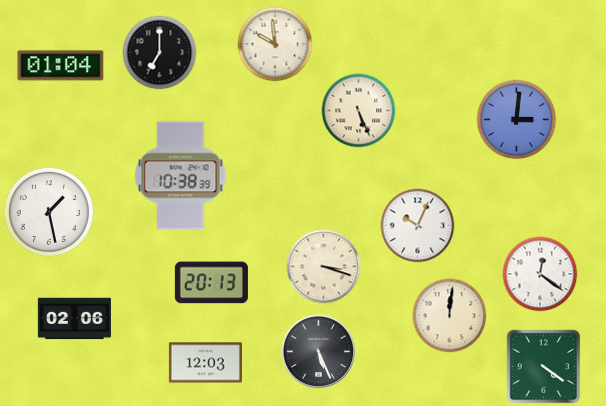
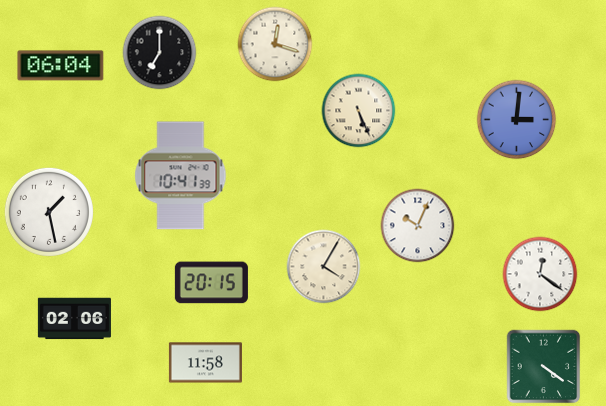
clock at (275, 44): 9:59 -> 12:18
clock at (61, 66): 01:04 -> 06:04
clock at (181, 176): 10:38 -> 10:41
clock at (324, 267): 3:18 -> 4:05
clock at (211, 283): 20:13 -> 20:15
clock at (450, 316): 12:01 -> none
clock at (319, 352): 5:26 -> none
clock at (205, 363): 12:03 -> 11:58
